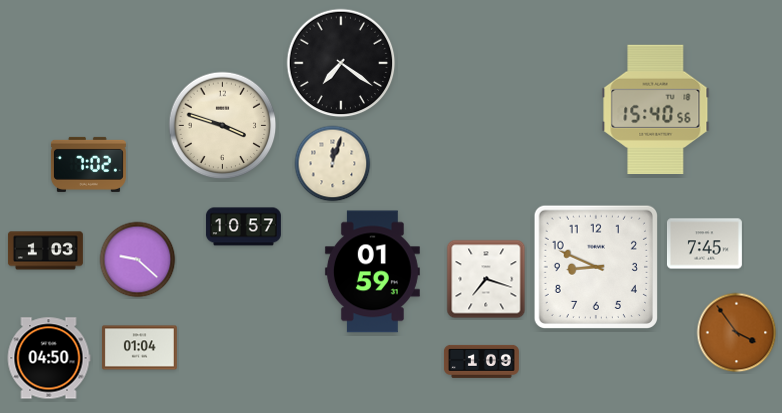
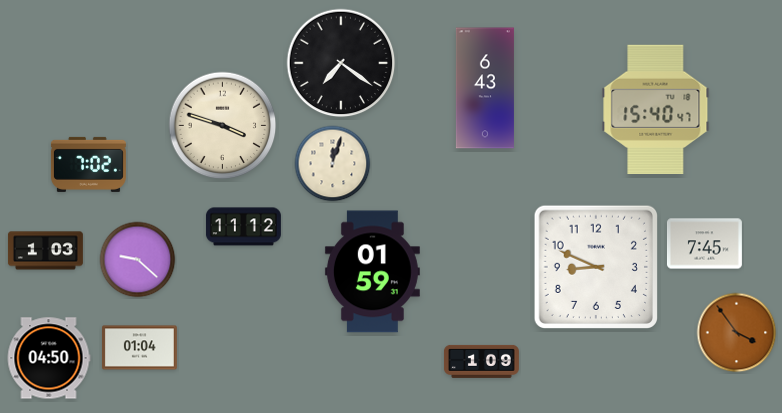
clock at (485, 88): none -> 6:43
clock at (656, 109): 15:40:56 -> 15:40:47
clock at (243, 227): 10:57 -> 11:12
clock at (486, 279): 7:18 -> none
